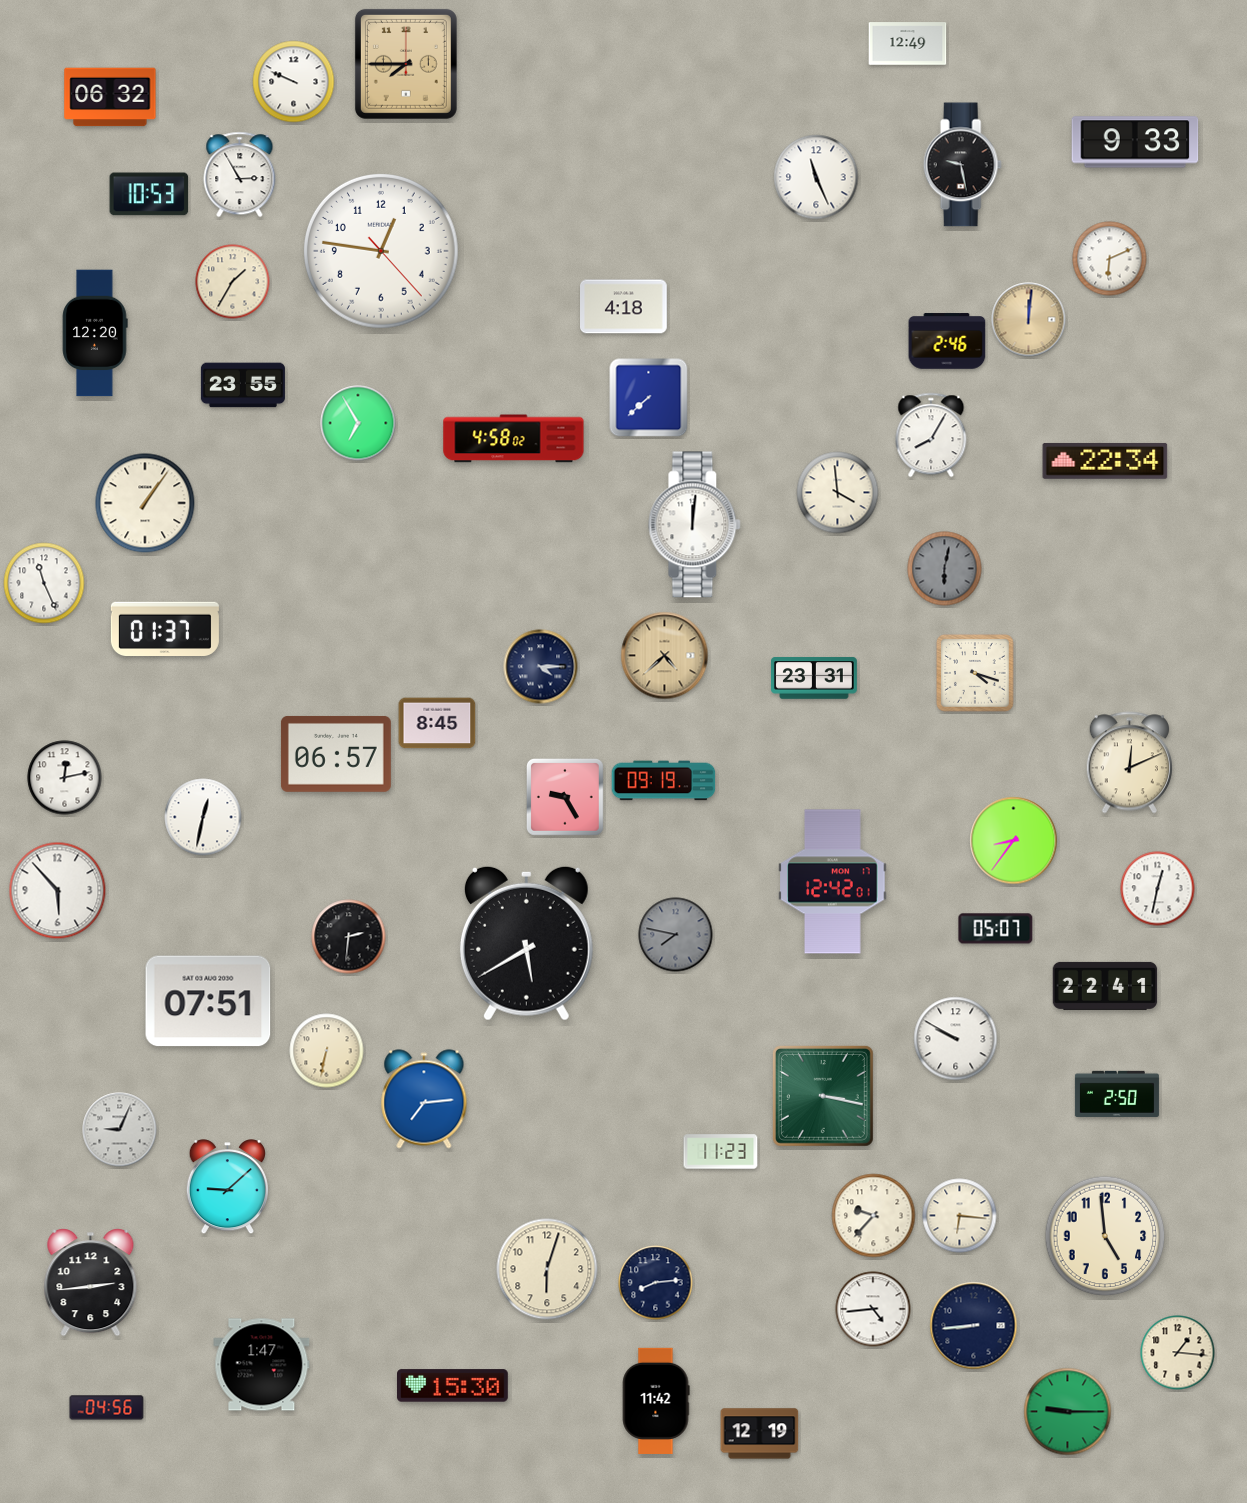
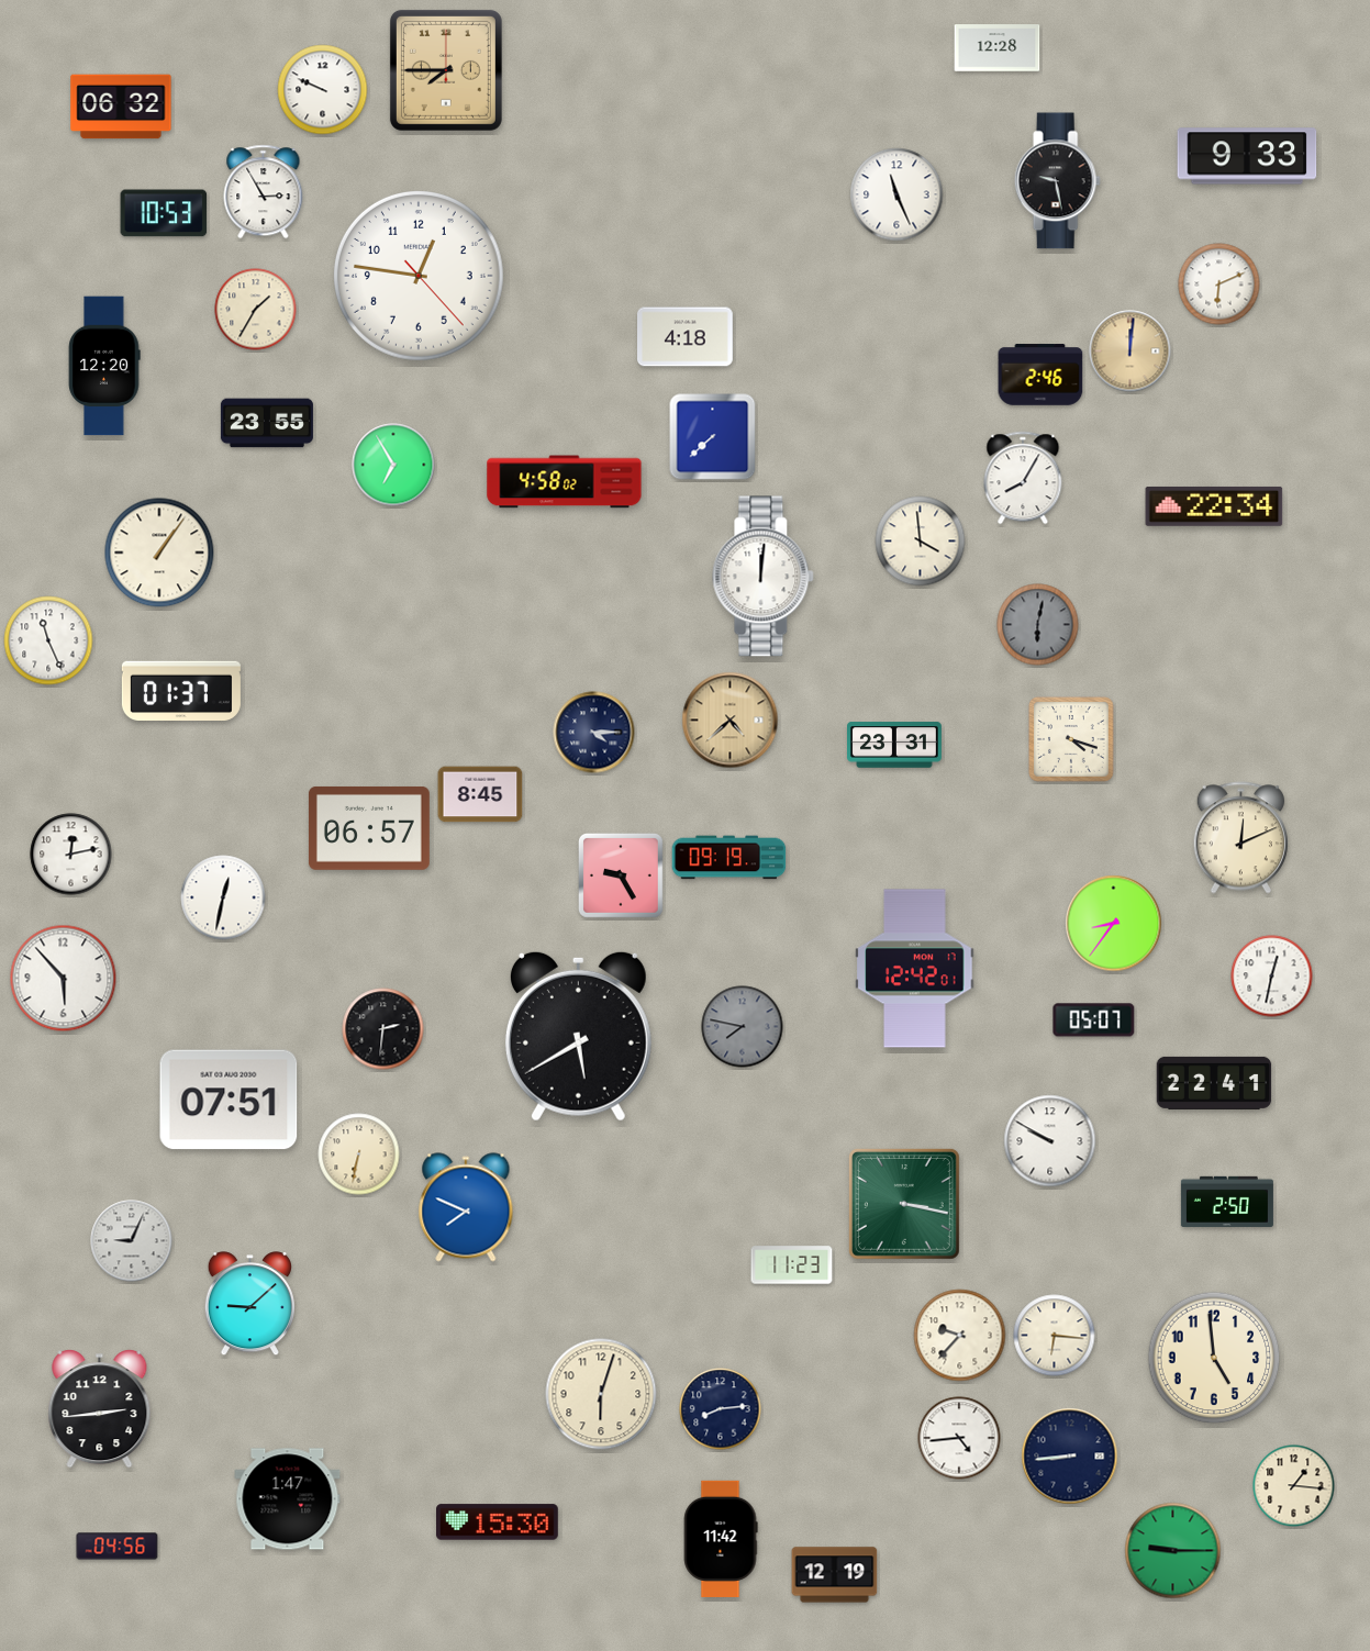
clock at (908, 44): 12:49 -> 12:28
clock at (424, 1099): 7:14 -> 7:49
